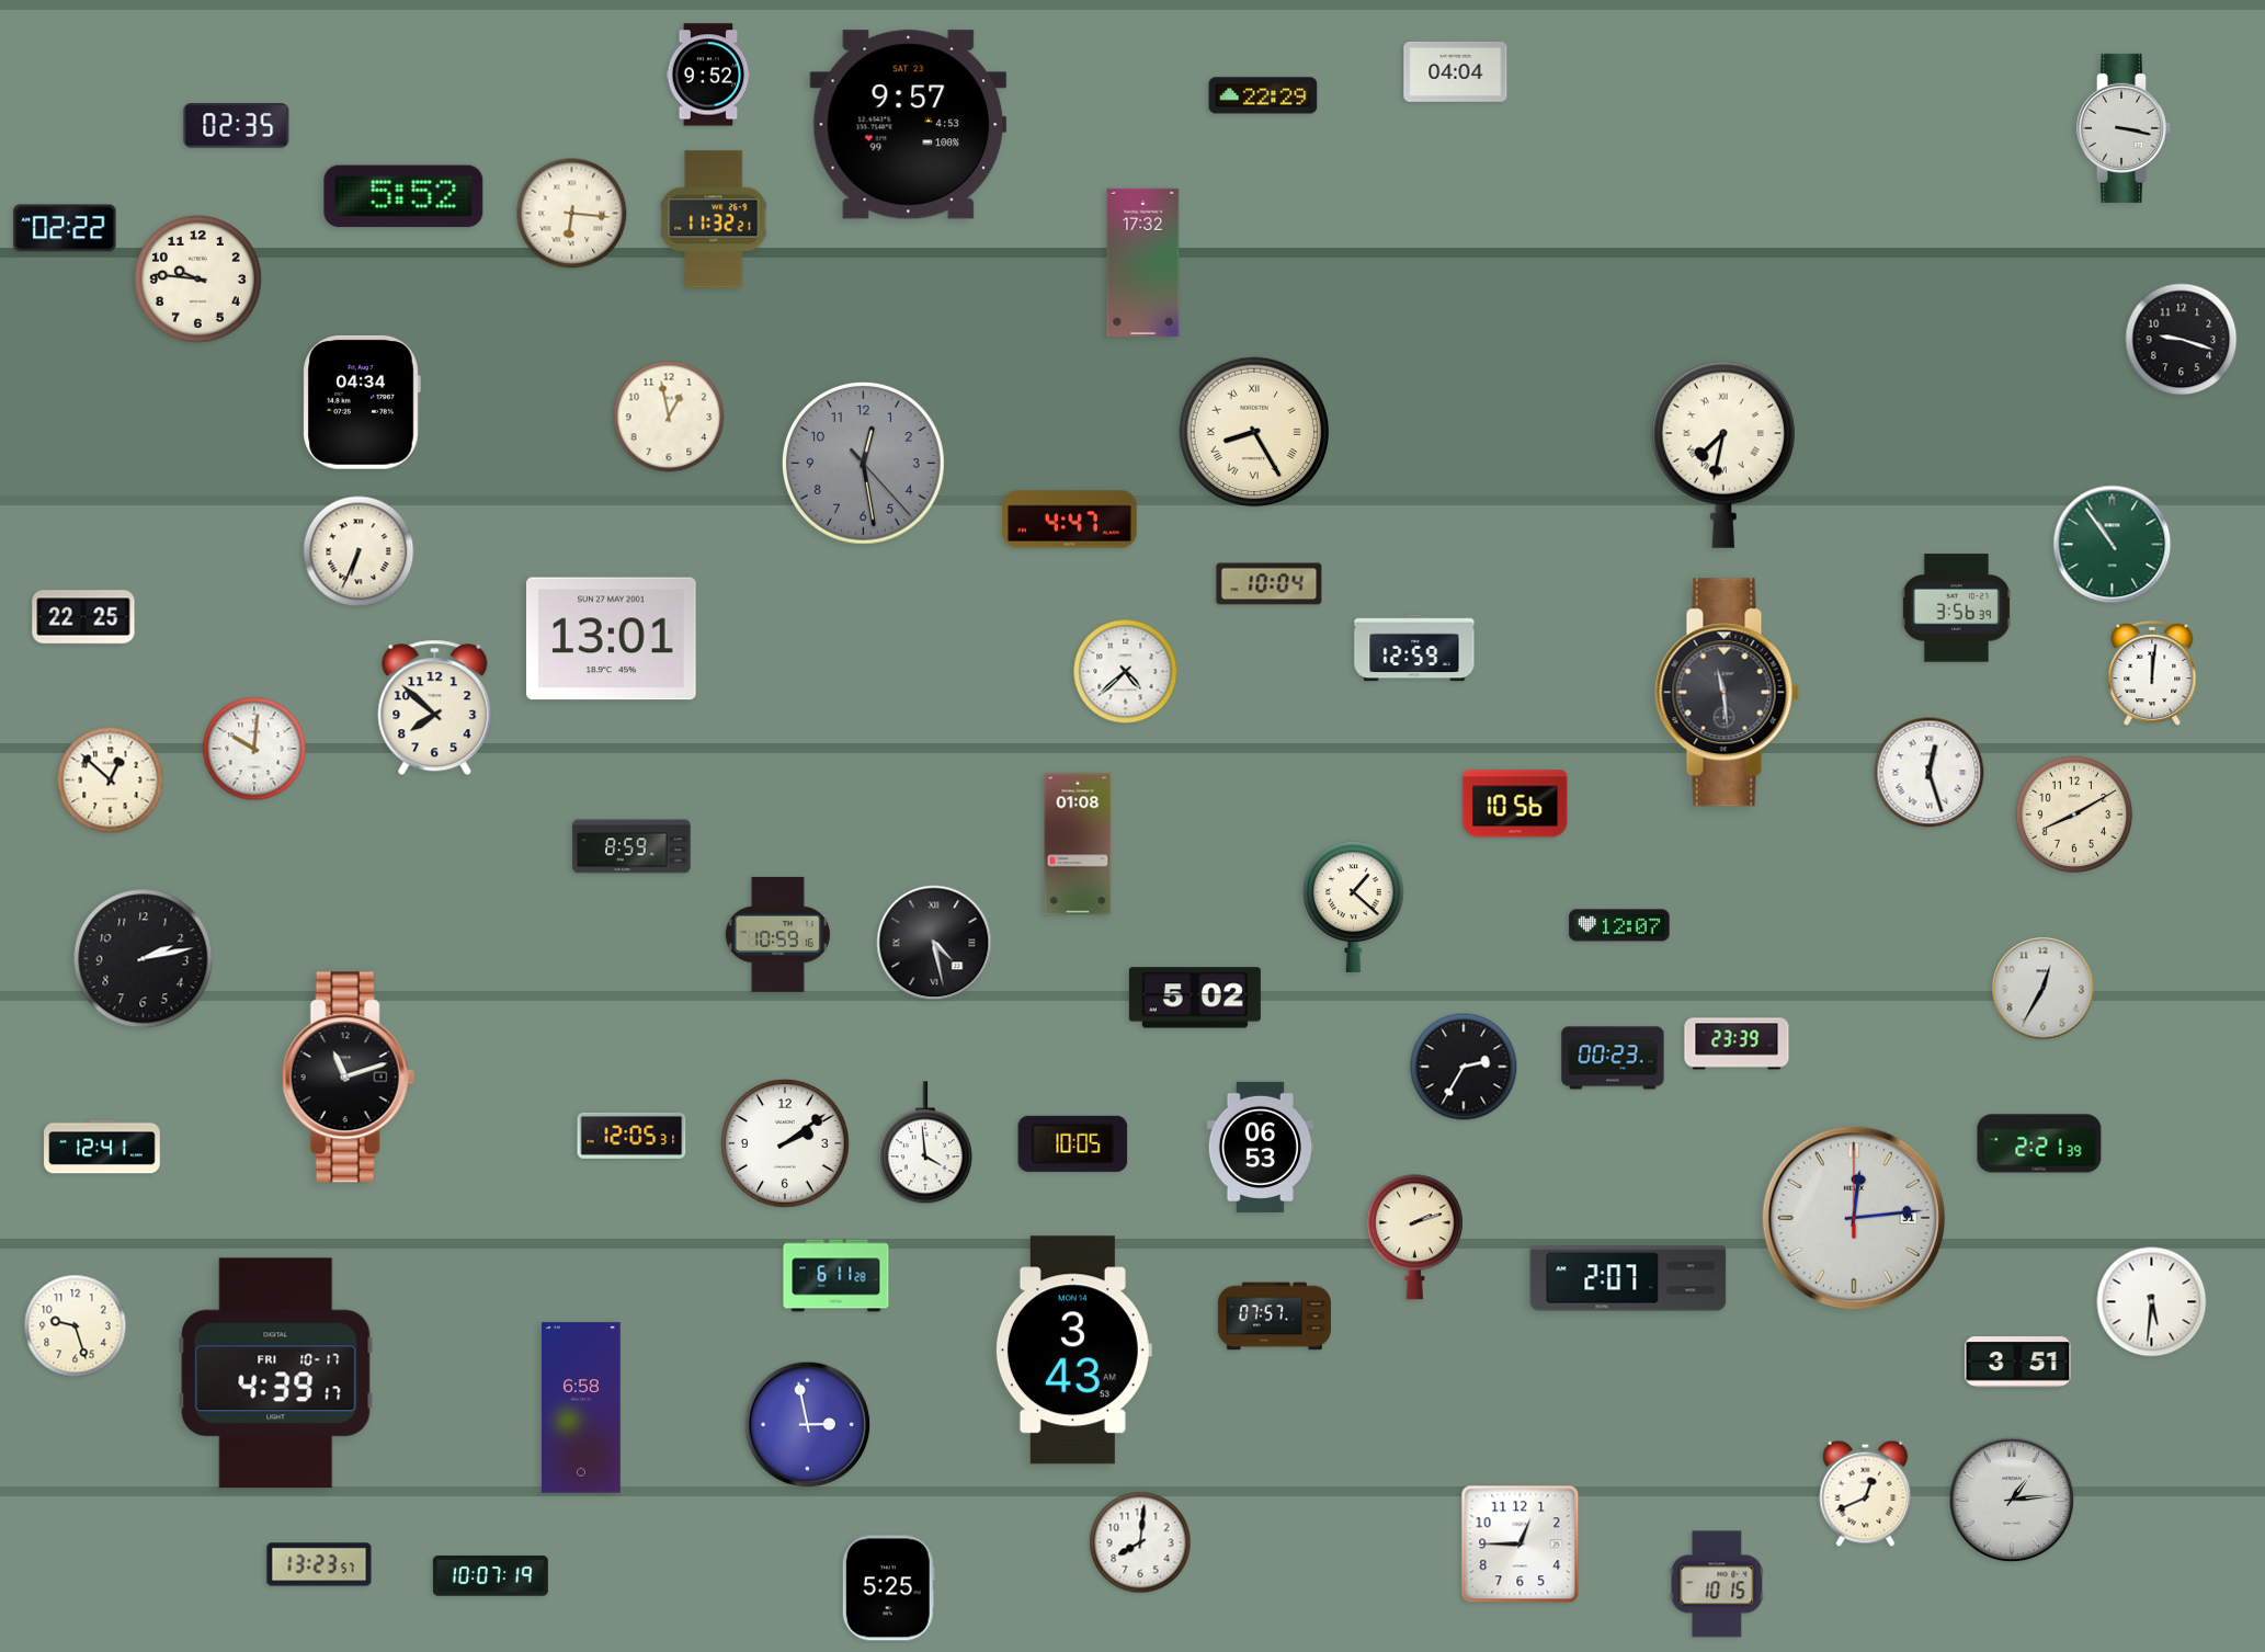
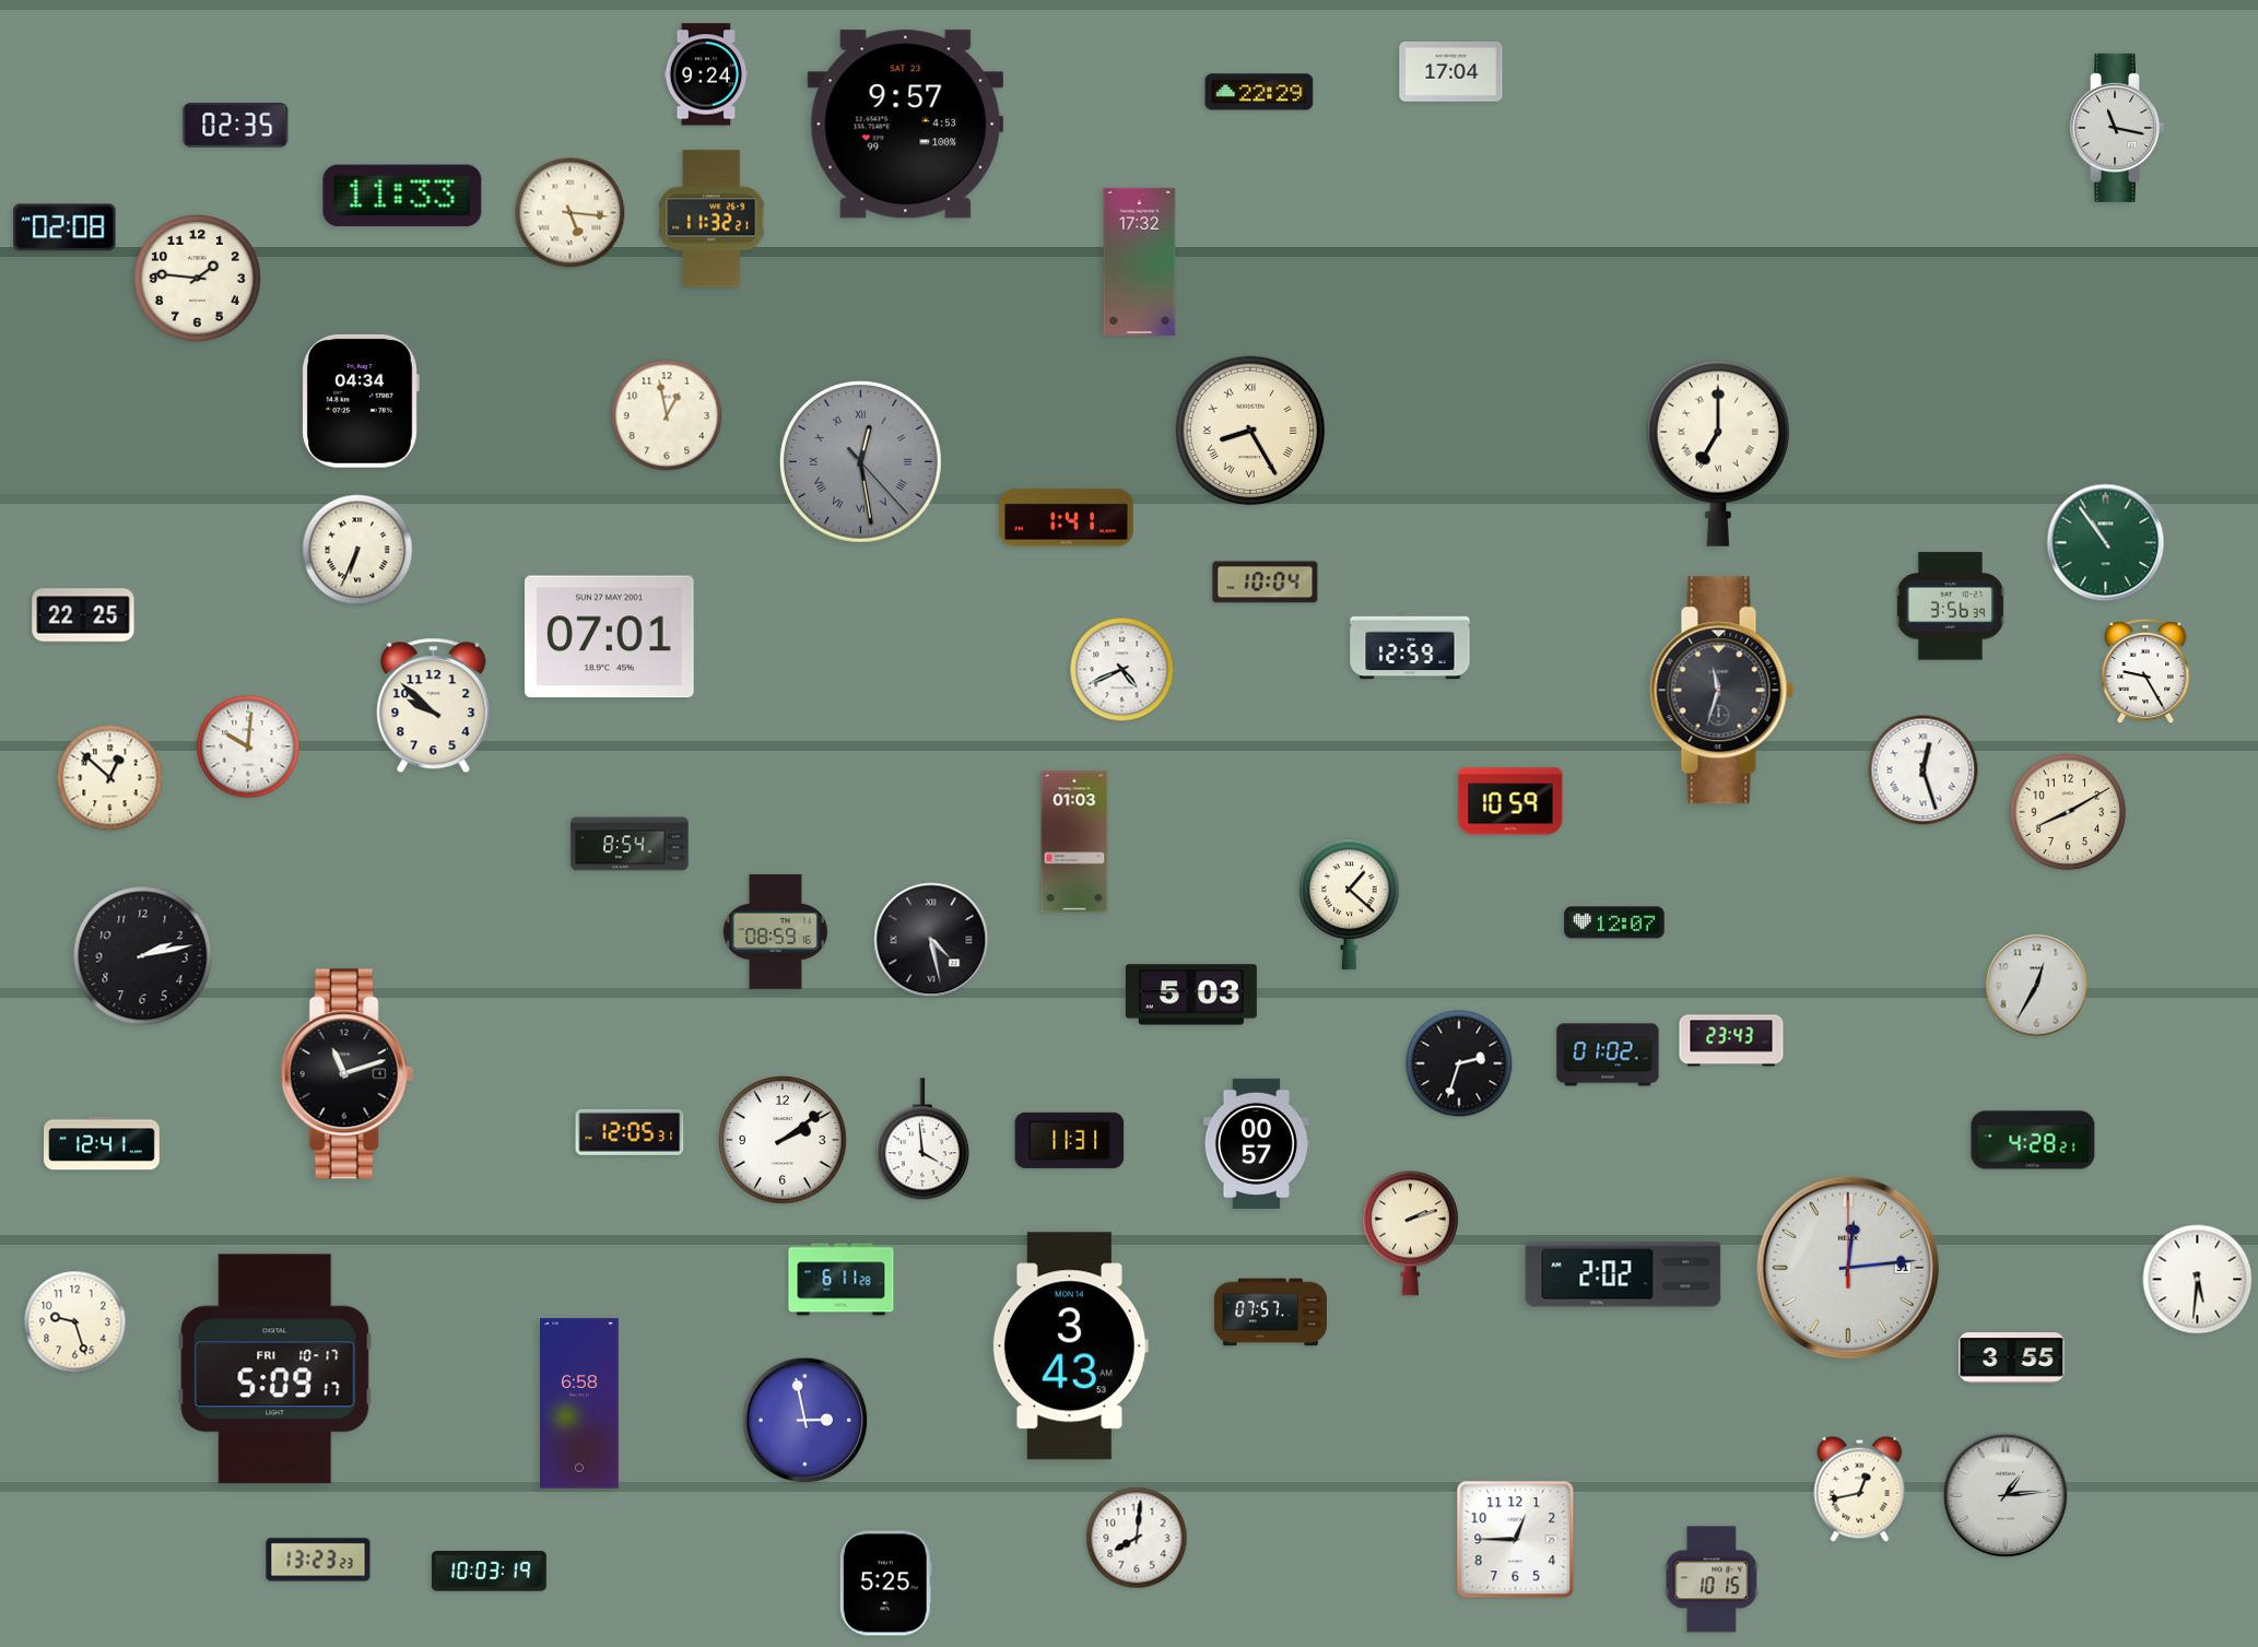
clock at (1456, 71): 04:04 -> 17:04
clock at (708, 75): 9:52 -> 9:24
clock at (1263, 95) position: (1263, 95) -> (1259, 92)
clock at (2124, 128): 3:17 -> 11:17
clock at (403, 196): 5:52 -> 11:33
clock at (572, 214): 6:16 -> 5:16
clock at (65, 228): 02:22 -> 02:08
clock at (198, 280): 9:46 -> 1:46
clock at (2182, 340): 9:18 -> none
clock at (1723, 455): 7:32 -> 7:00
clock at (863, 463) numerals: Arabic -> Roman
clock at (1070, 520): 4:47 -> 1:41
clock at (612, 639): 13:01 -> 07:01
clock at (1126, 672): 4:38 -> 4:41
clock at (2152, 673): 12:01 -> 9:25
clock at (1728, 693): 11:29 -> 11:33
clock at (435, 708): 7:52 -> 9:52
clock at (254, 749) position: (254, 749) -> (248, 746)
clock at (1515, 804): 10:56 -> 10:59
clock at (1078, 844): 01:08 -> 01:03
clock at (631, 846): 8:59 -> 8:54
clock at (777, 934): 10:59 -> 08:59
clock at (1195, 998): 5:02 -> 5:03
clock at (1737, 1044): 23:39 -> 23:43
clock at (1613, 1058): 00:23 -> 01:02
clock at (1464, 1067): 2:35 -> 2:33
clock at (1073, 1143): 10:05 -> 11:31
clock at (2039, 1143): 2:21 -> 4:28
clock at (1260, 1147): 06:53 -> 00:57
clock at (1854, 1218) position: (1854, 1218) -> (1848, 1268)
clock at (836, 1276) position: (836, 1276) -> (842, 1280)
clock at (1628, 1278): 2:07 -> 2:02
clock at (2152, 1302) position: (2152, 1302) -> (2198, 1280)
clock at (2018, 1363): 3:51 -> 3:55
clock at (276, 1374): 4:39 -> 5:09
clock at (1866, 1493): 12:41 -> 12:43
clock at (319, 1564): 13:23:57 -> 13:23:23
clock at (490, 1576): 10:07 -> 10:03
